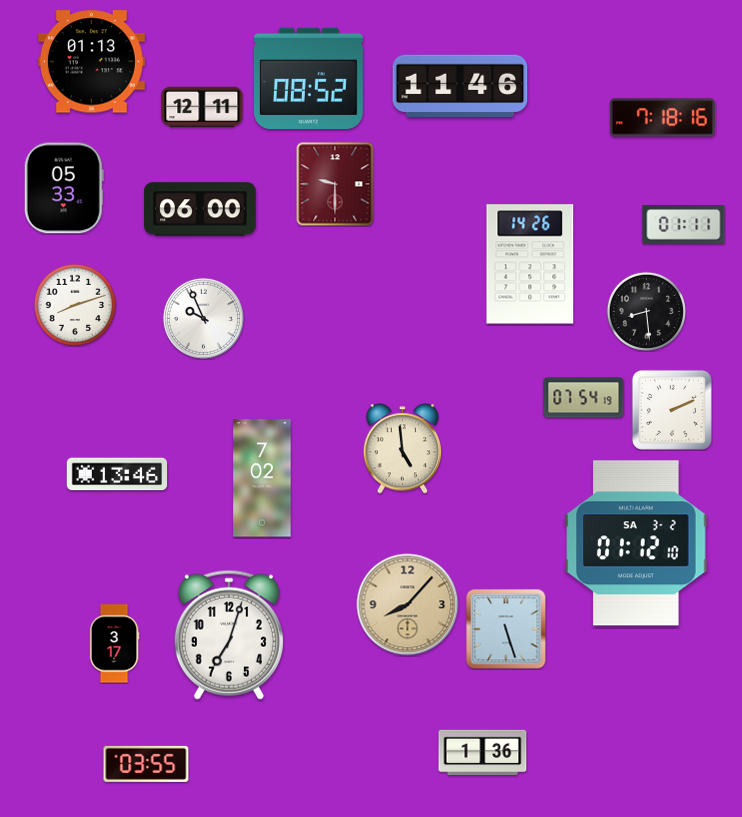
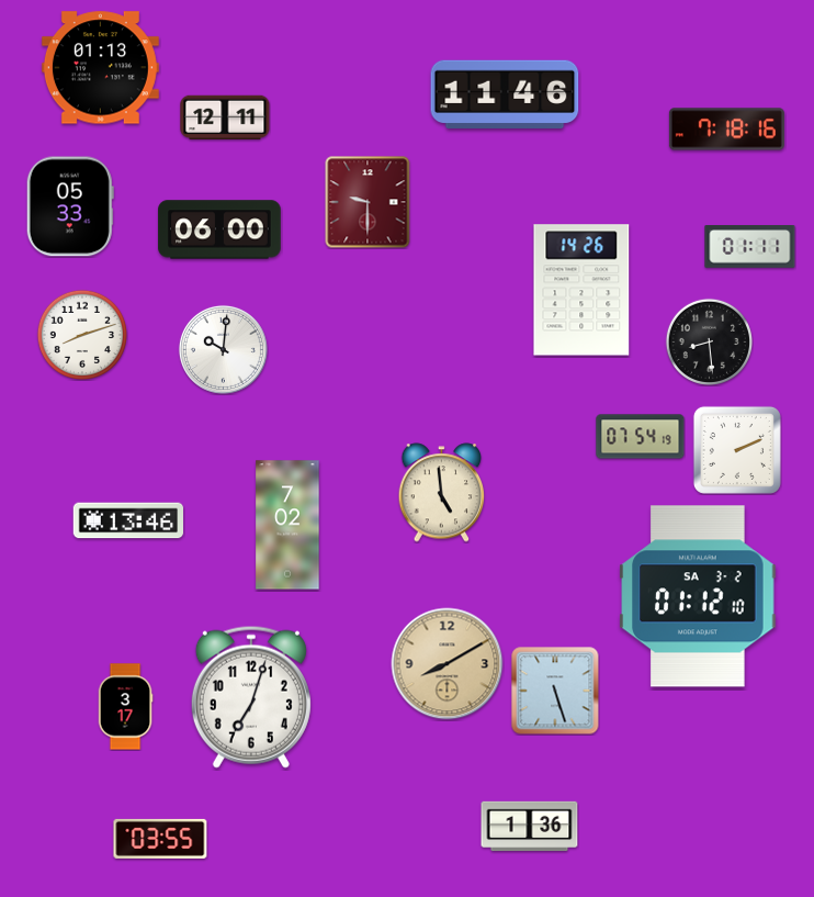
clock at (308, 78): 08:52 -> none
clock at (202, 106) position: (202, 106) -> (225, 116)
clock at (203, 318): 9:56 -> 10:01
clock at (408, 605): 8:07 -> 8:10
